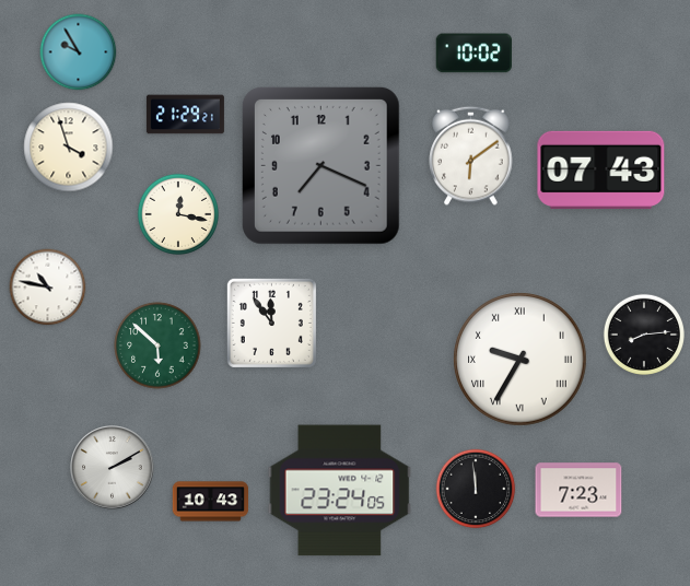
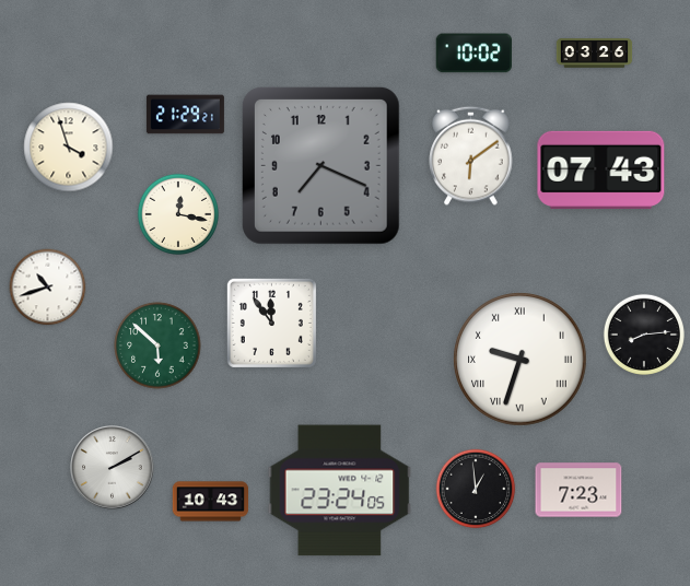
clock at (79, 52): 9:55 -> none
clock at (595, 54): none -> 03:26
clock at (48, 288): 10:47 -> 10:42
clock at (521, 360): 9:35 -> 9:33
clock at (476, 489): 11:59 -> 12:59
